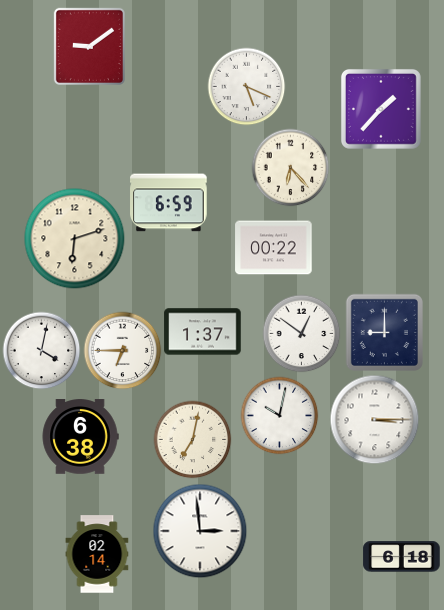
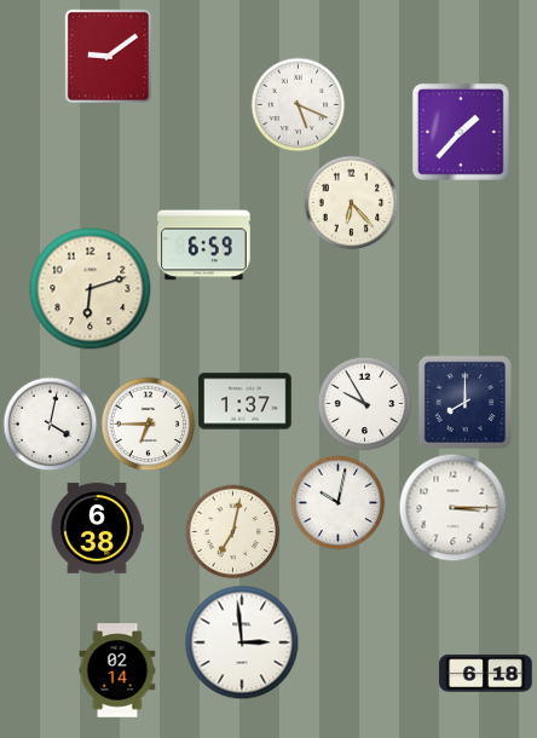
clock at (274, 248): 00:22 -> none
clock at (384, 332): 9:00 -> 8:00
clock at (301, 333): 12:51 -> 9:55
